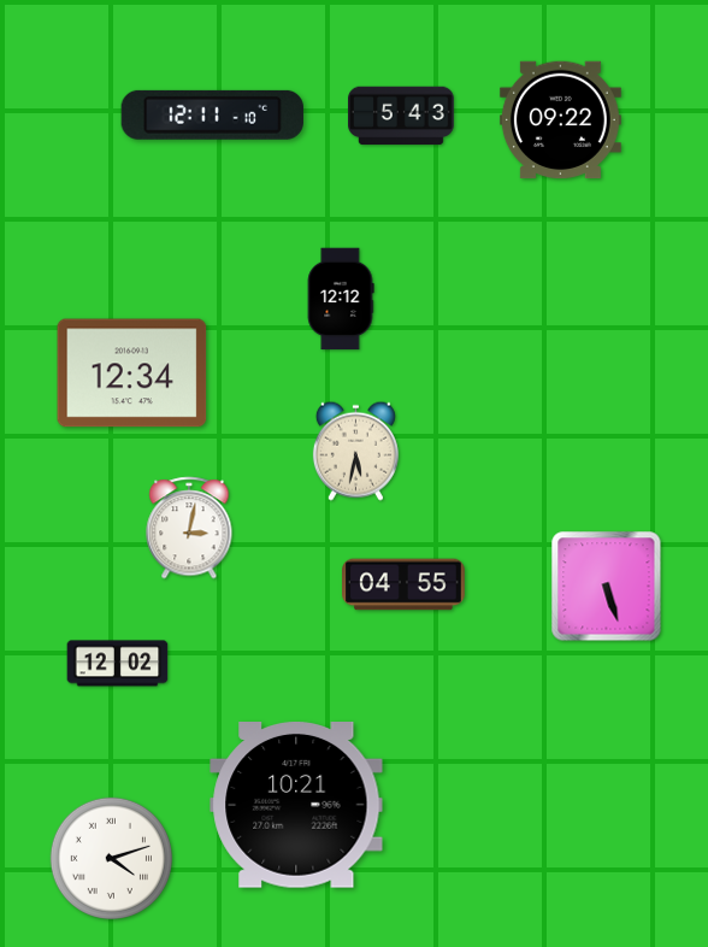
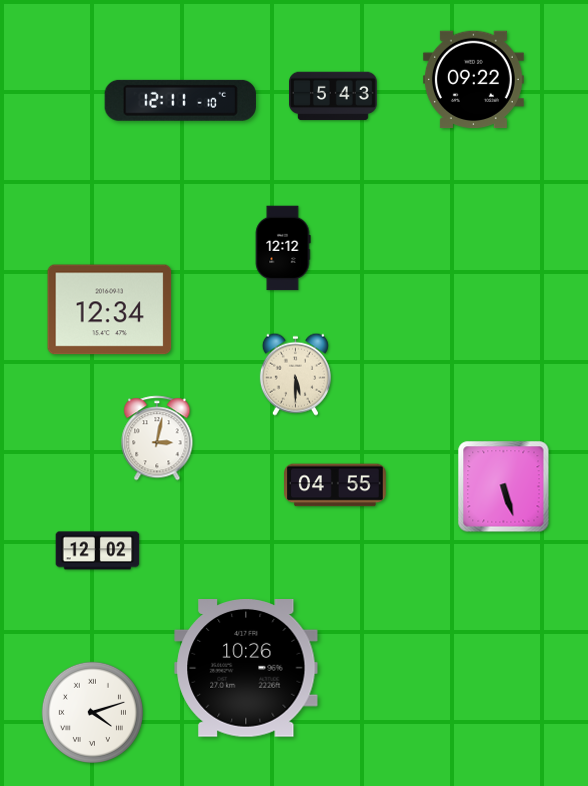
clock at (212, 114) position: (212, 114) -> (180, 100)
clock at (560, 120) position: (560, 120) -> (473, 80)
clock at (355, 451): 5:32 -> 5:30
clock at (296, 806): 10:21 -> 10:26
